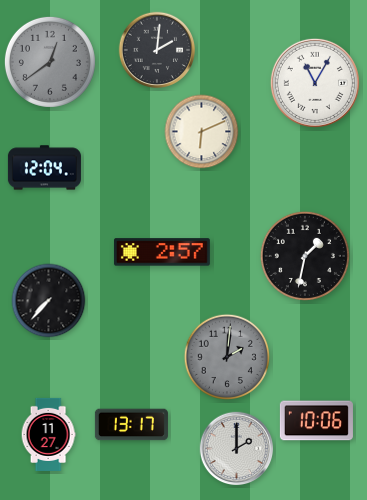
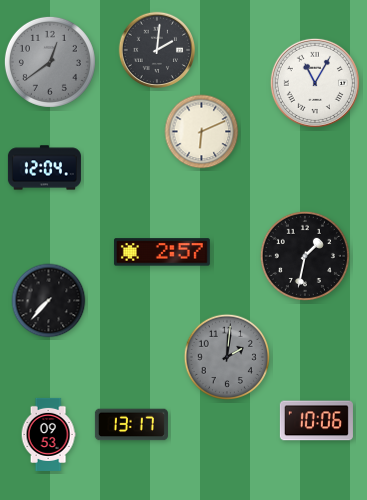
clock at (48, 434): 11:27 -> 09:53
clock at (237, 449): 2:00 -> none
